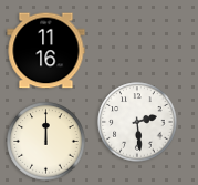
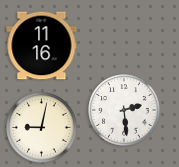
clock at (46, 142): 12:00 -> 9:02
